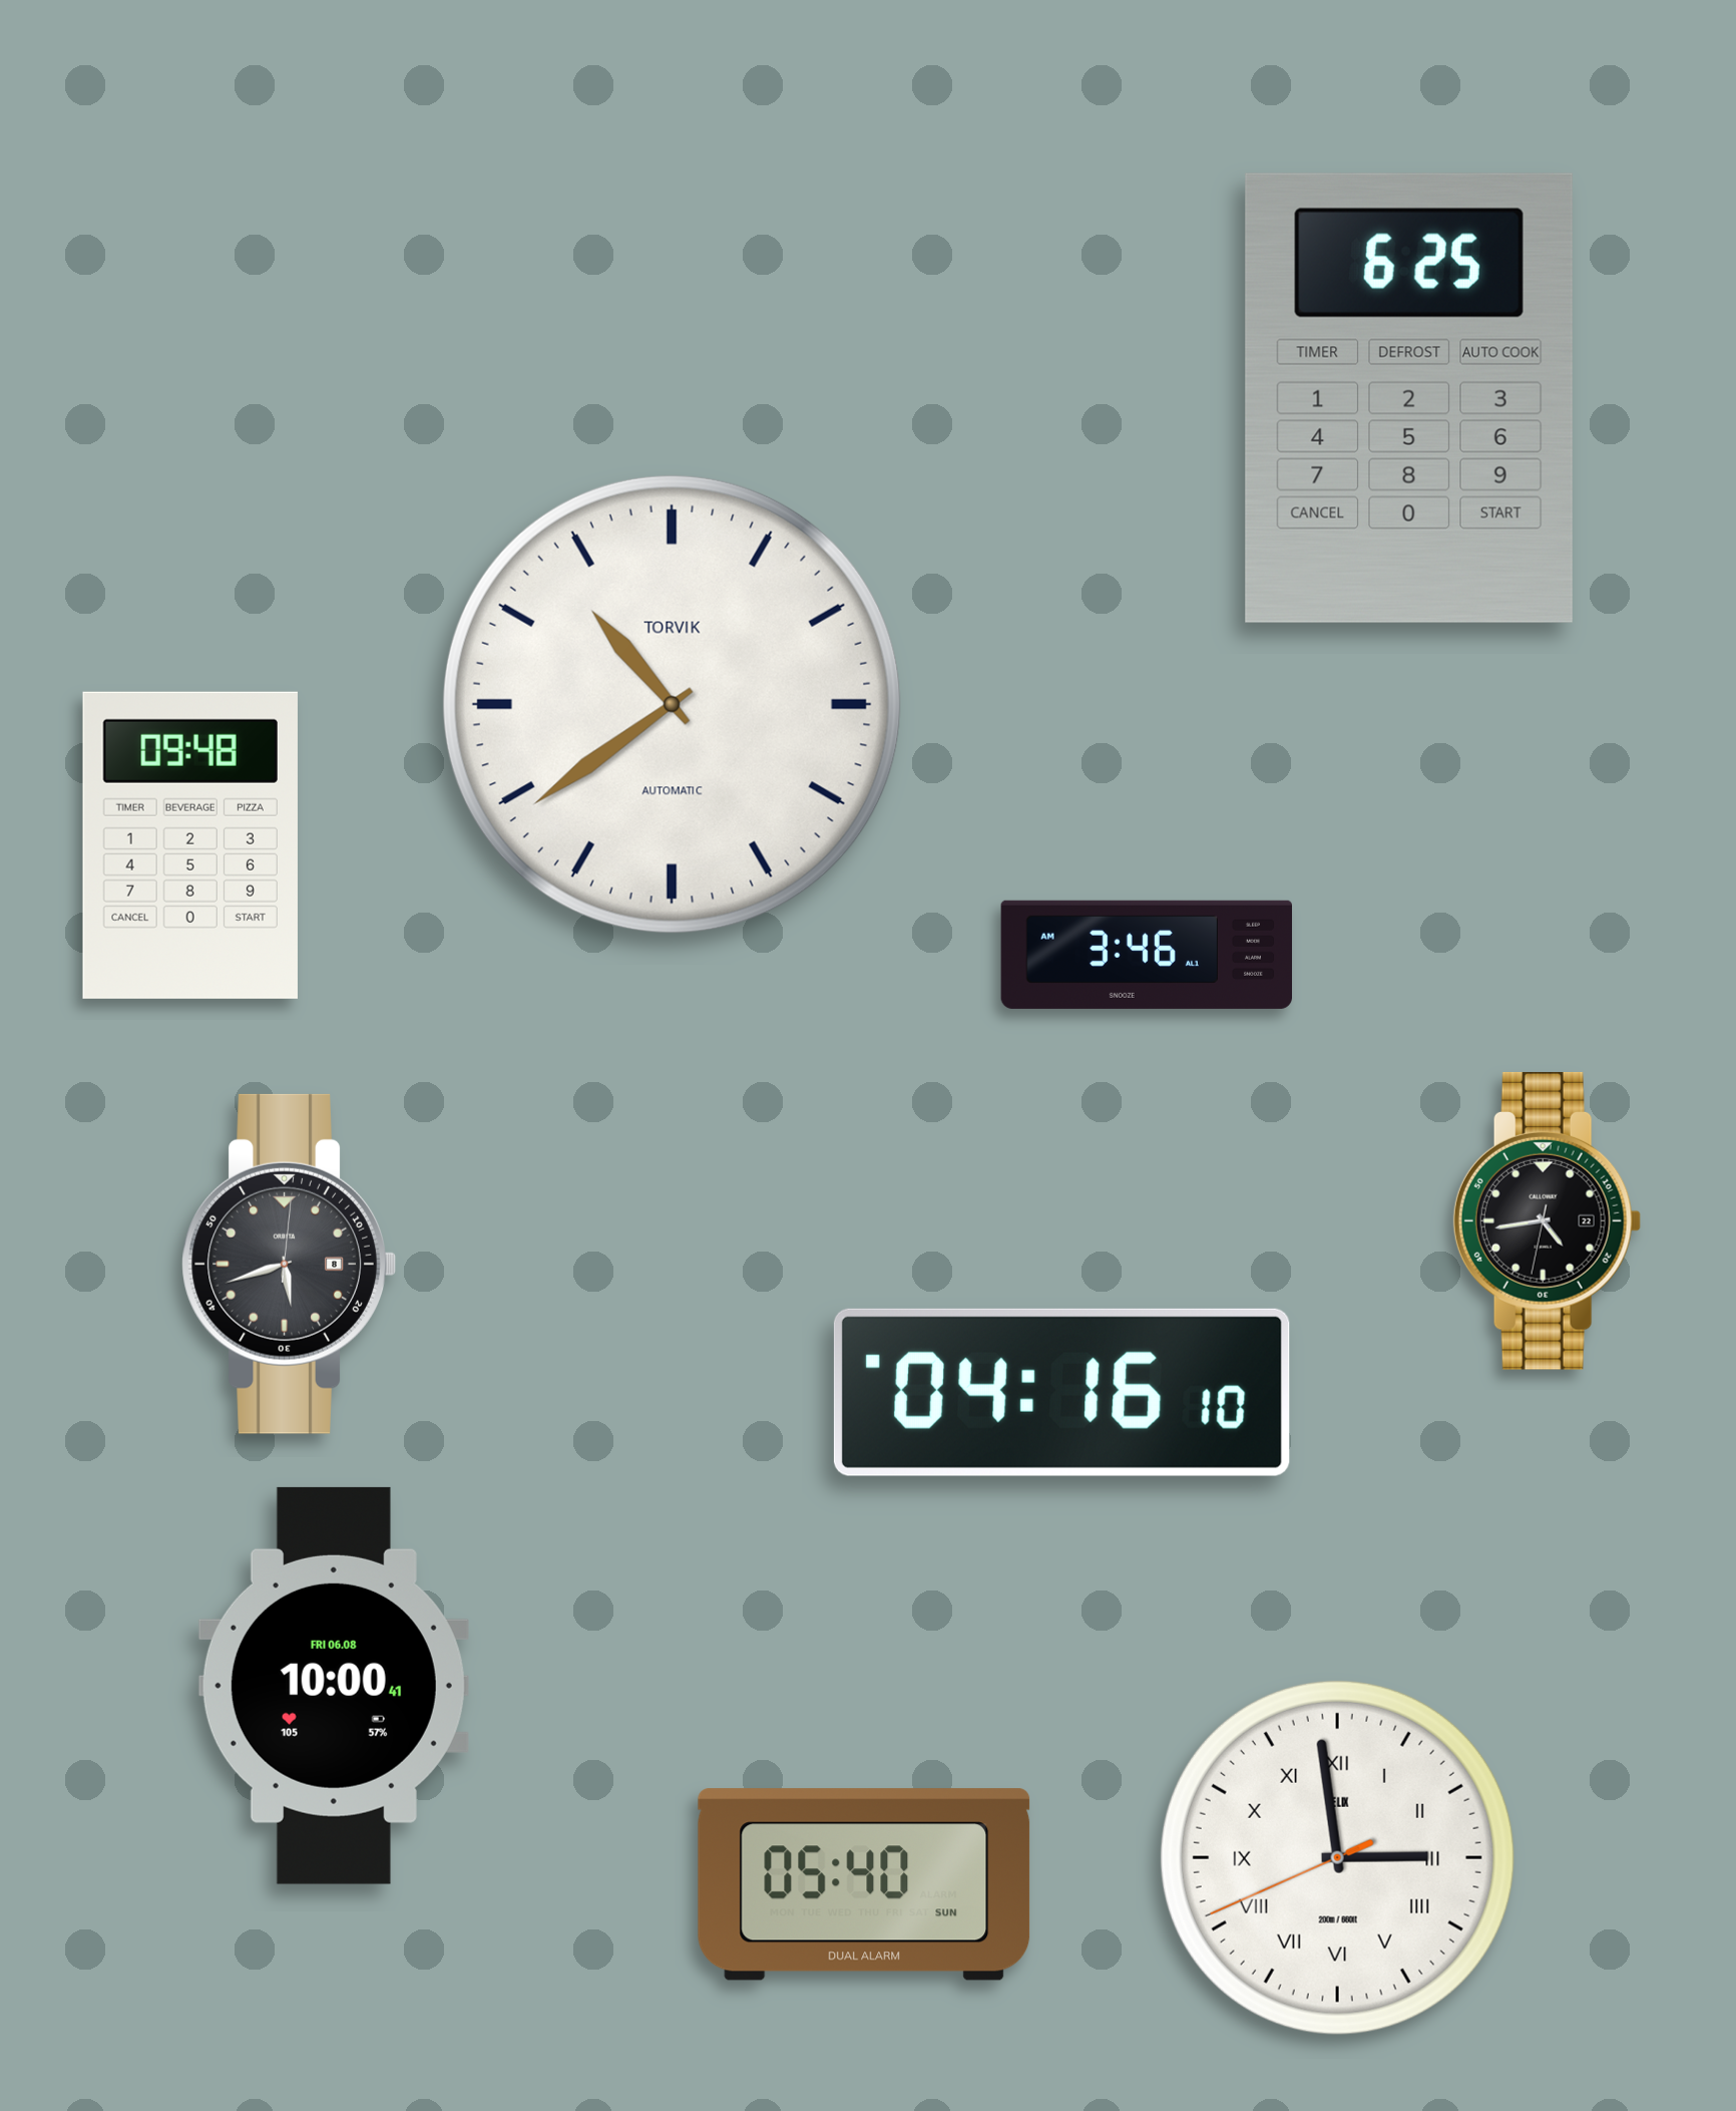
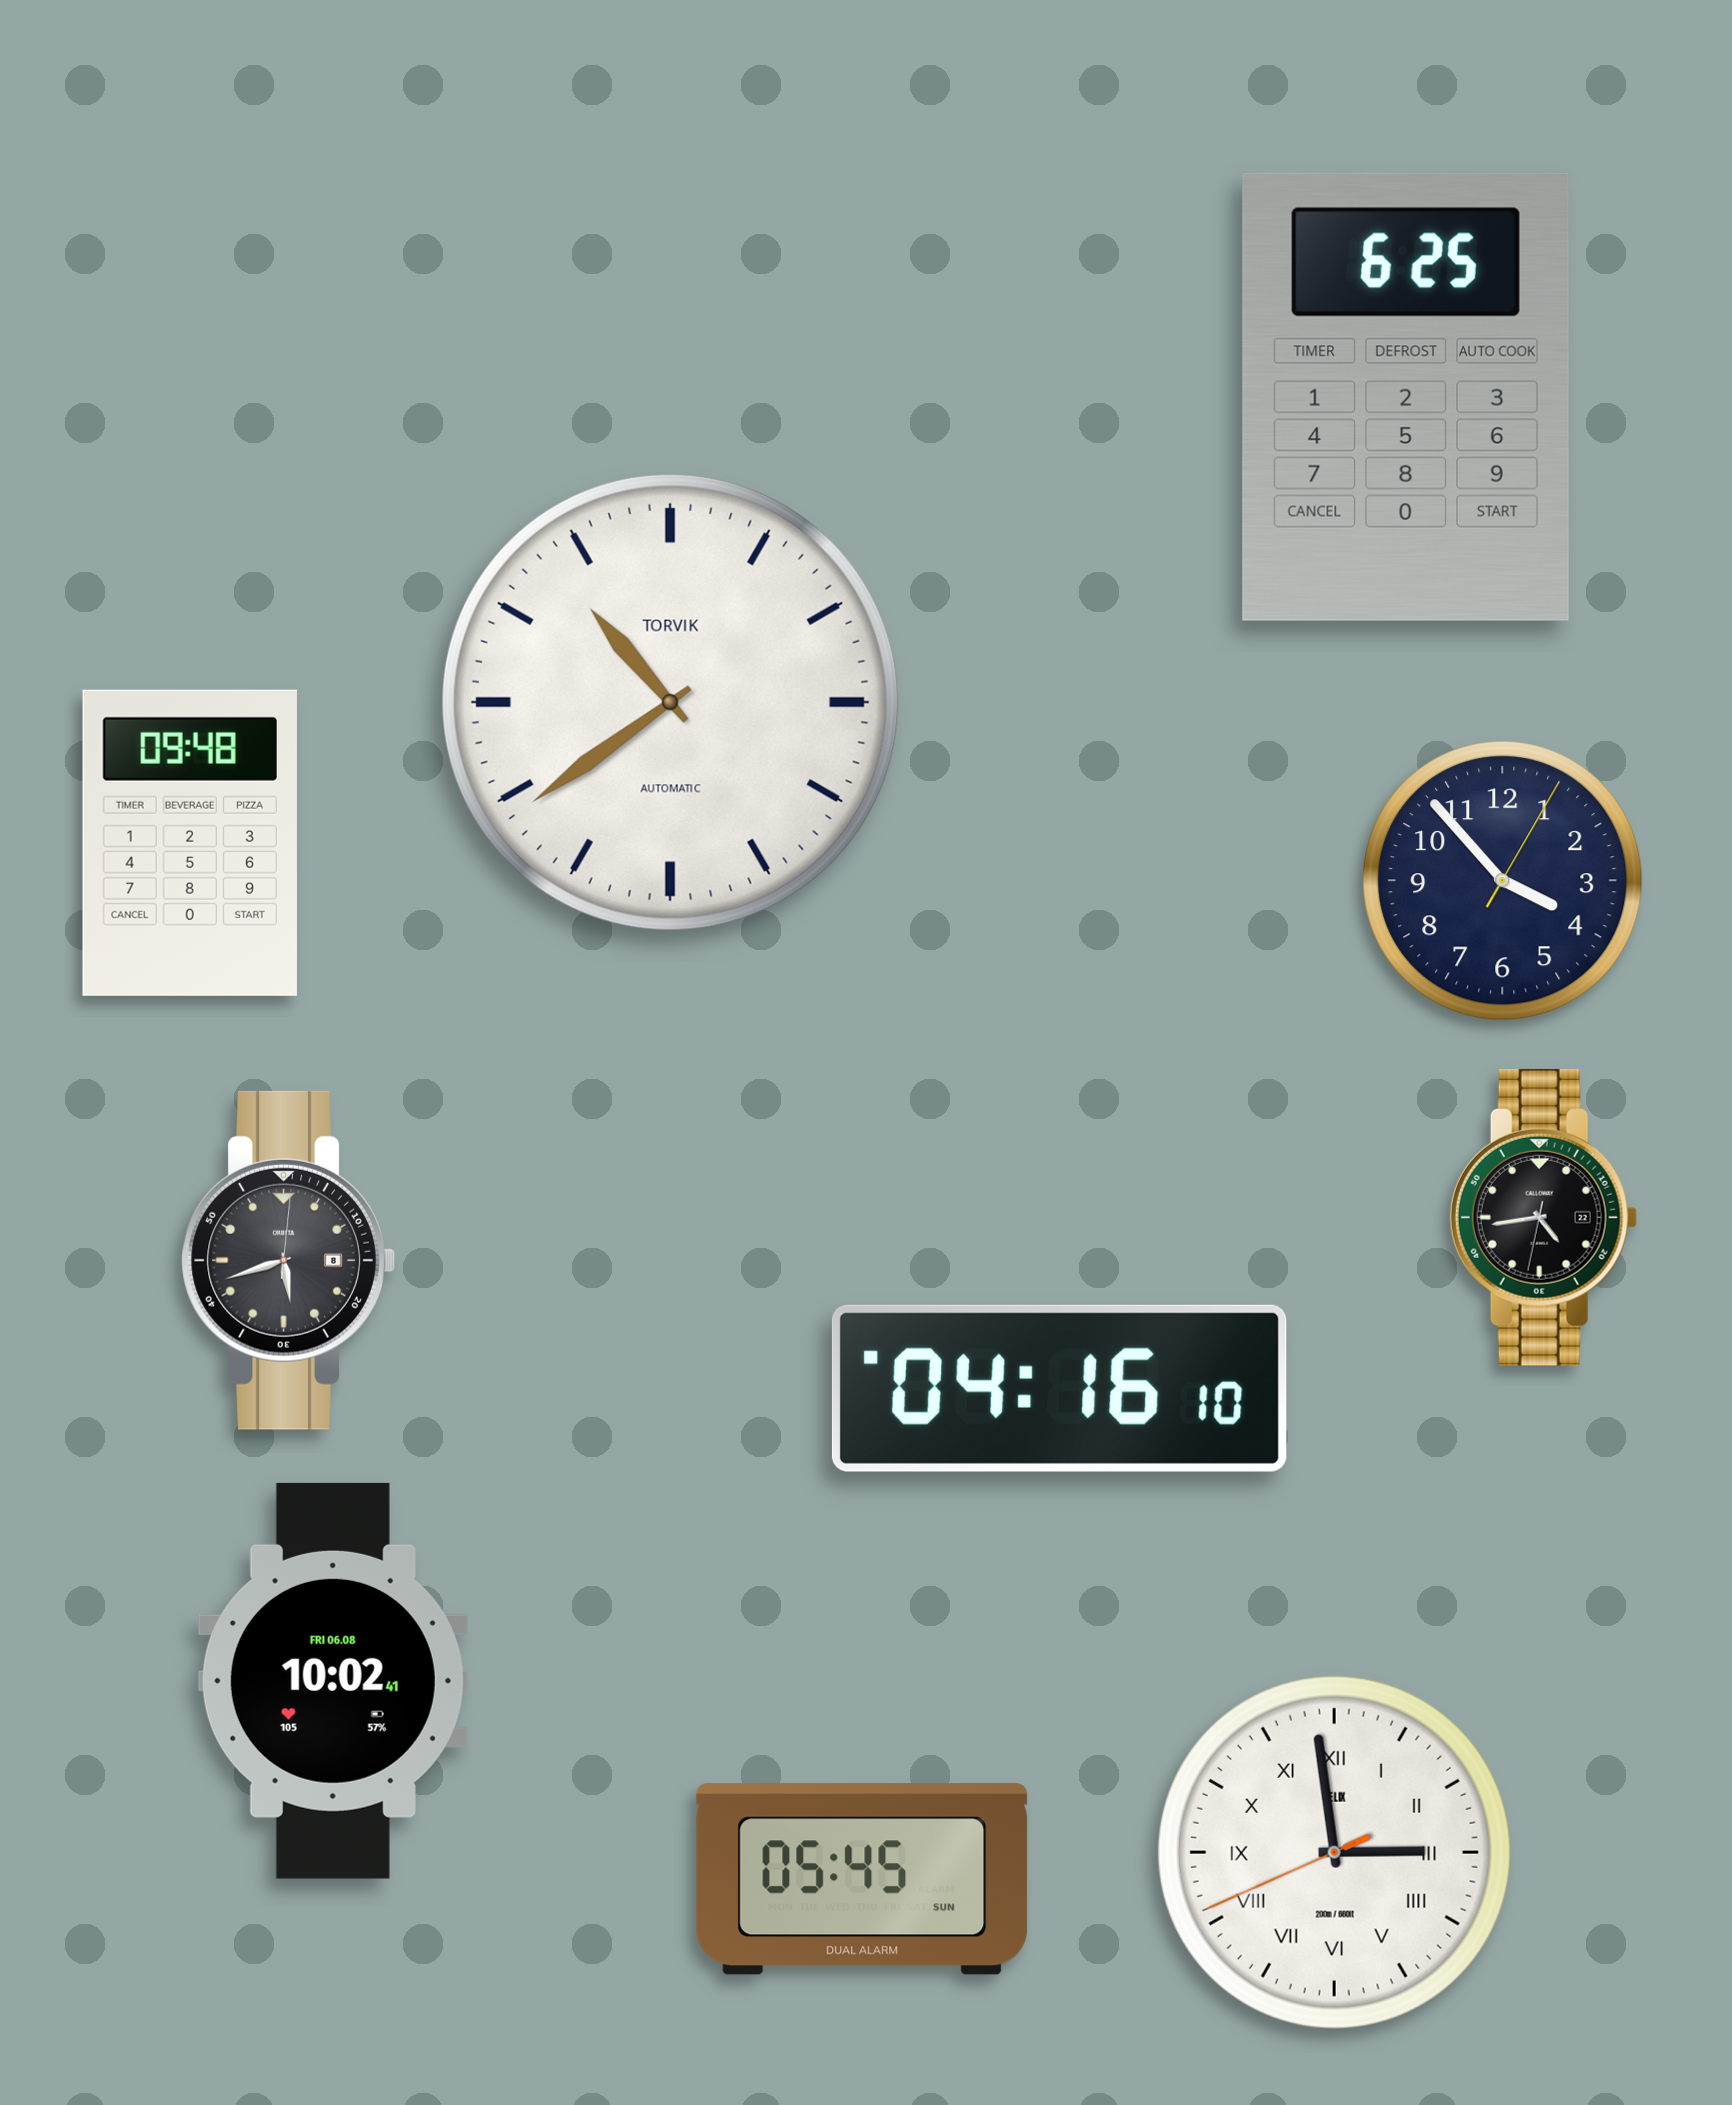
clock at (1503, 881): none -> 3:53
clock at (1146, 955): 3:46 -> none
clock at (334, 1686): 10:00 -> 10:02
clock at (864, 1884): 05:40 -> 05:45
